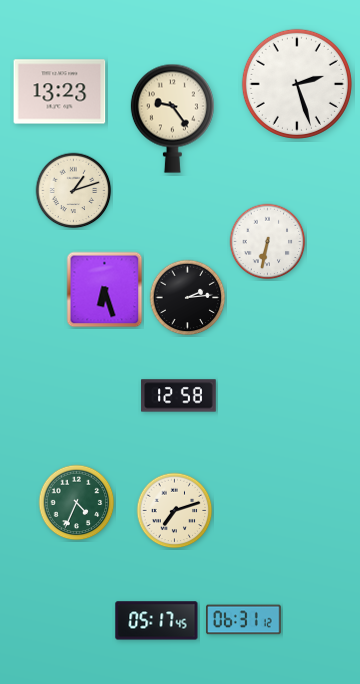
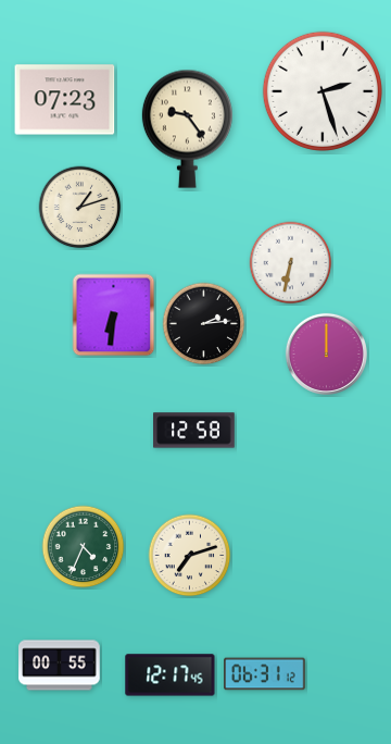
clock at (60, 92): 13:23 -> 07:23
clock at (105, 290): 6:27 -> 6:31
clock at (326, 354): none -> 12:00
clock at (60, 666): none -> 00:55
clock at (157, 621): 05:17 -> 12:17
